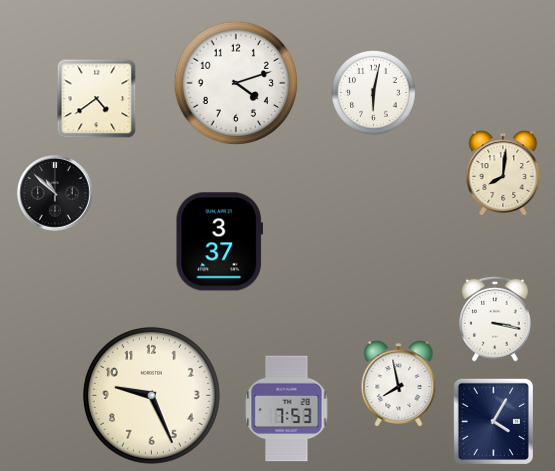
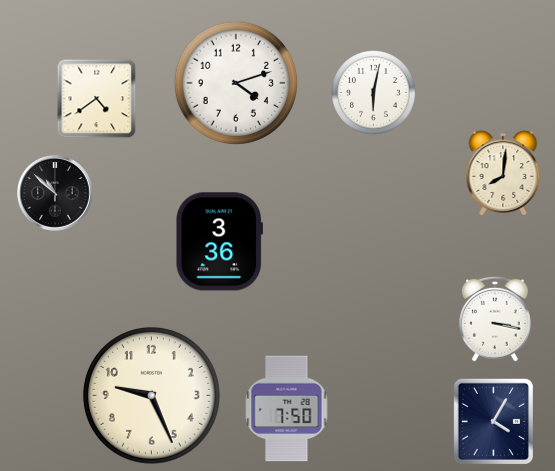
clock at (219, 242): 3:37 -> 3:36
clock at (399, 384): 7:58 -> none
clock at (287, 409): 7:53 -> 7:50
